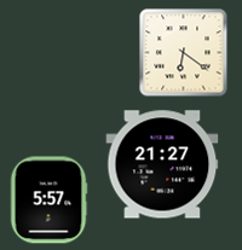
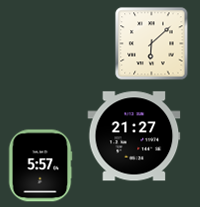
clock at (184, 53): 6:21 -> 6:08
